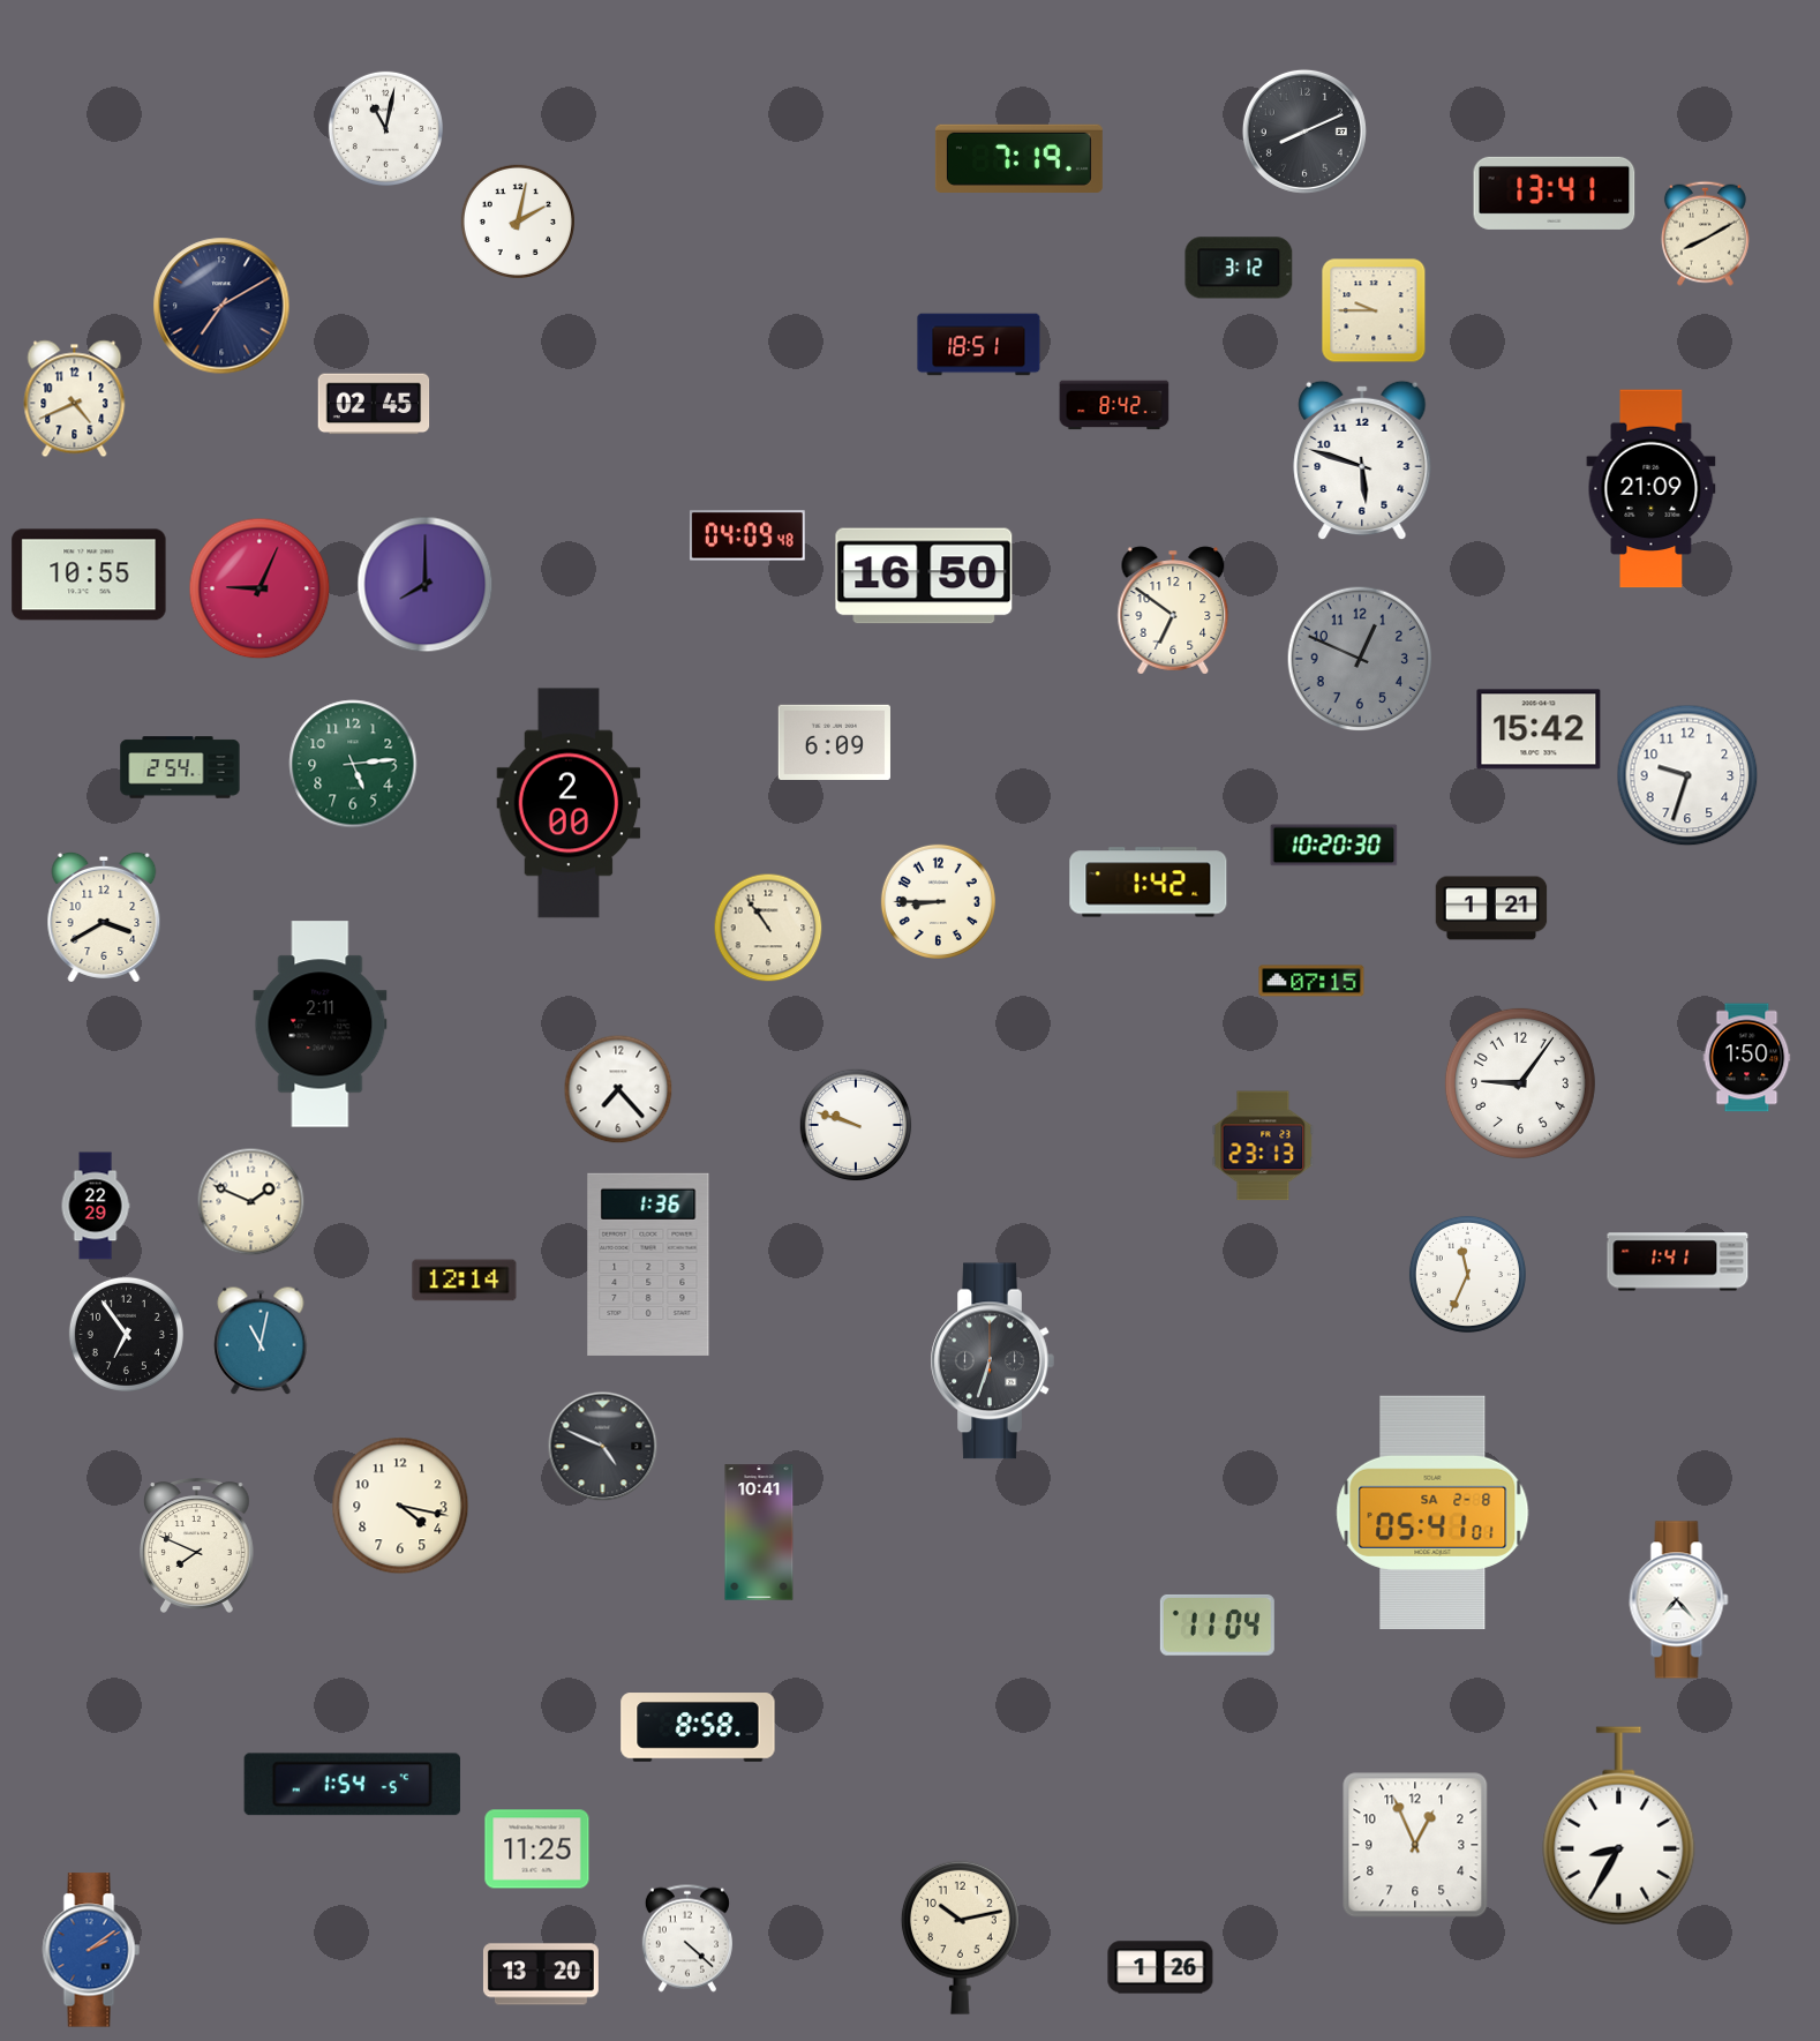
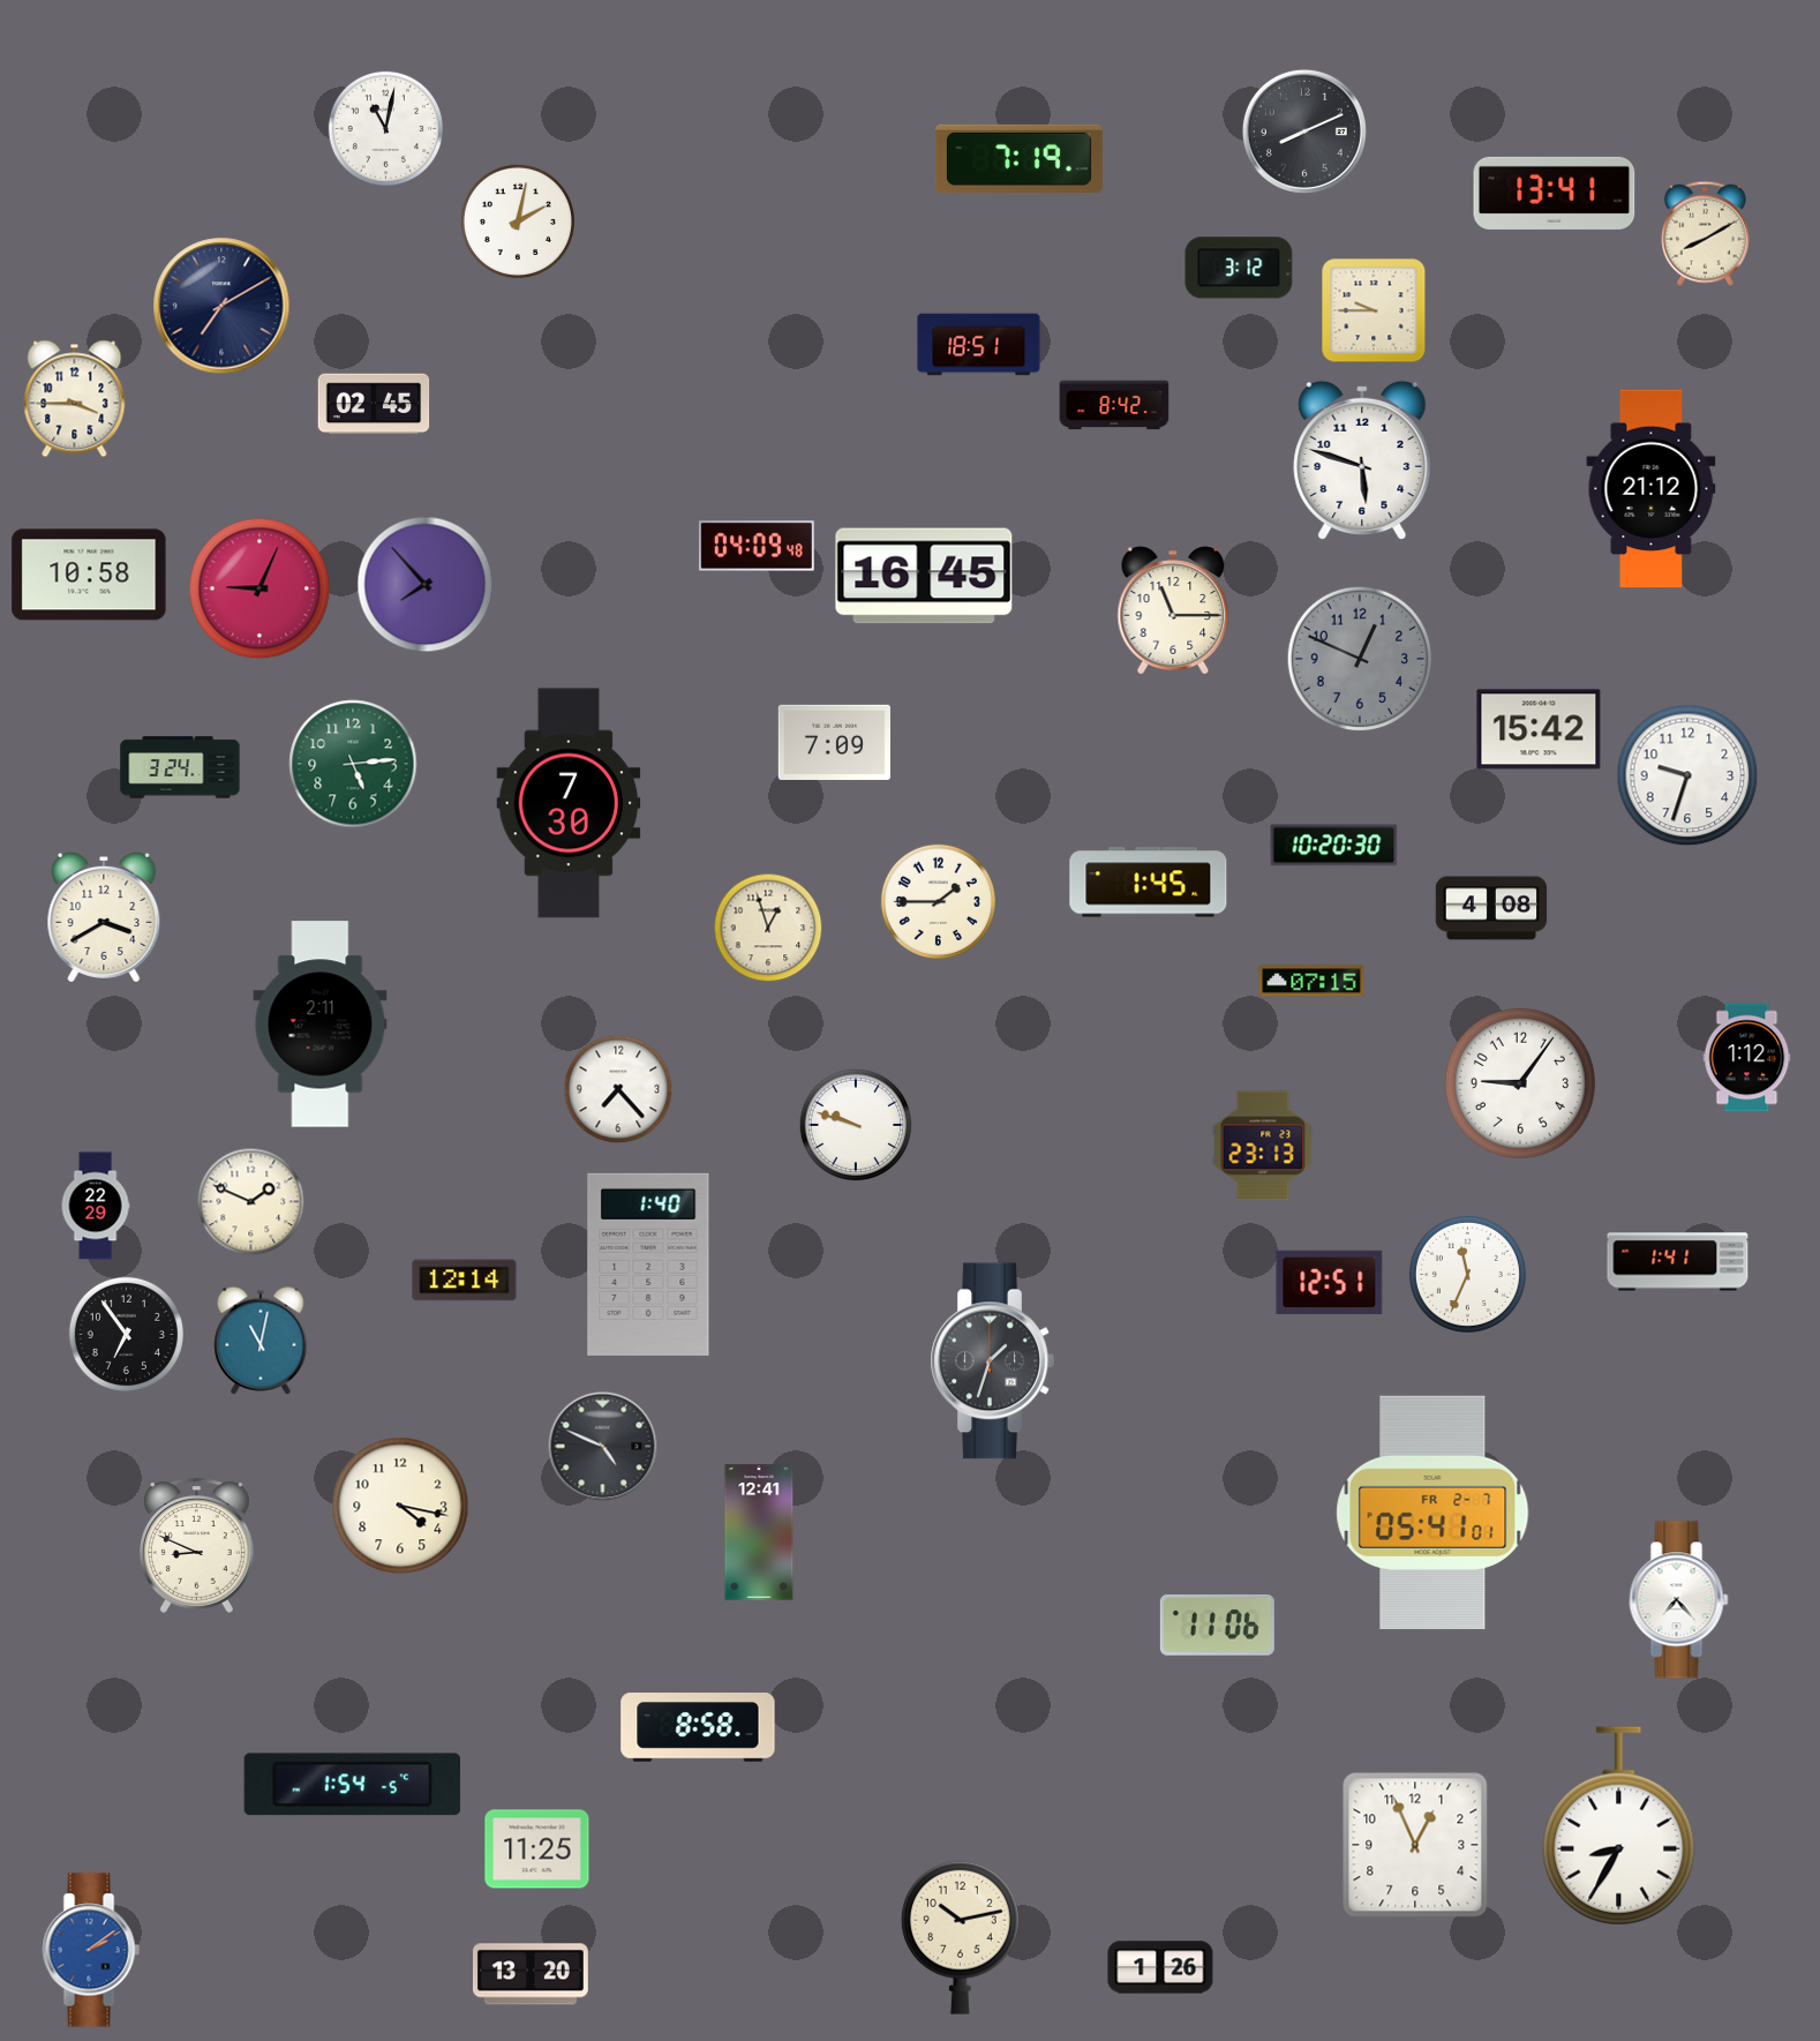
clock at (75, 399): 4:41 -> 3:45
clock at (1652, 489): 21:09 -> 21:12
clock at (747, 535) position: (747, 535) -> (757, 546)
clock at (89, 575): 10:55 -> 10:58
clock at (924, 576): 16:50 -> 16:45
clock at (426, 585): 8:00 -> 7:53
clock at (1173, 610): 6:51 -> 11:15
clock at (834, 742): 6:09 -> 7:09
clock at (180, 767): 2:54 -> 3:24
clock at (569, 803): 2:00 -> 7:30
clock at (1149, 883): 1:42 -> 1:45
clock at (938, 901): 8:45 -> 1:45
clock at (1491, 908): 1:21 -> 4:08
clock at (768, 928): 10:54 -> 12:57
clock at (1747, 1058): 1:50 -> 1:12
clock at (648, 1265): 1:36 -> 1:40
clock at (1330, 1283): none -> 12:51
clock at (992, 1361): 6:33 -> 1:33
clock at (1432, 1511) date: SA 2-8 -> FR 2-7
clock at (759, 1532): 10:41 -> 12:41
clock at (197, 1545): 7:49 -> 8:49
clock at (1217, 1624): 11:04 -> 11:06
clock at (687, 1938): 4:22 -> none
clock at (541, 1974) position: (541, 1974) -> (531, 1974)
